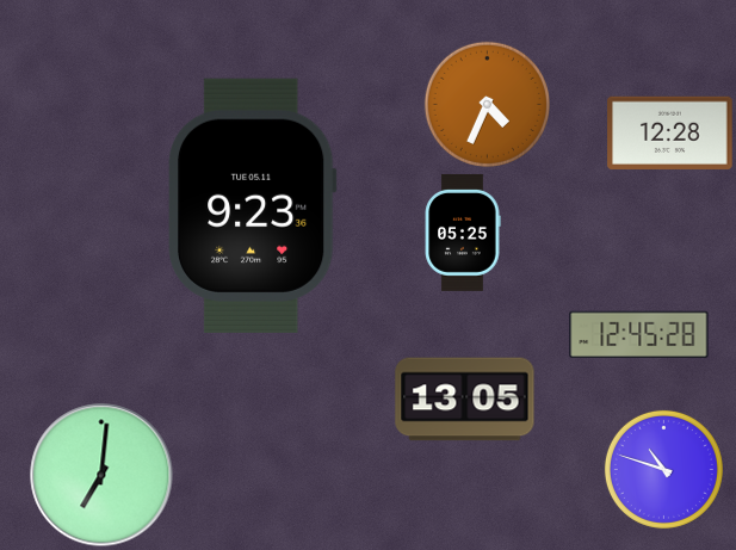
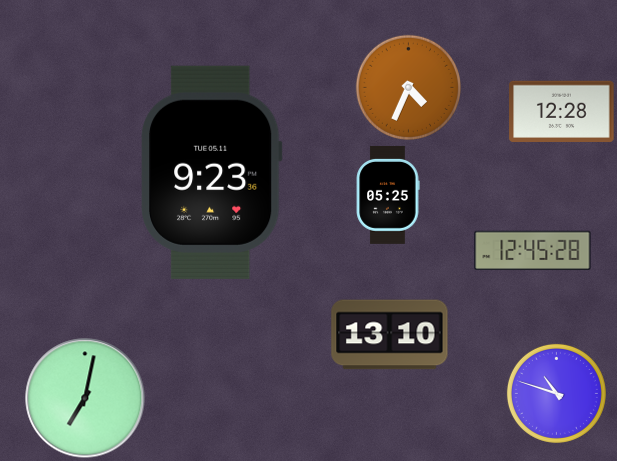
clock at (639, 335) position: (639, 335) -> (533, 251)
clock at (465, 400): 13:05 -> 13:10
clock at (101, 475): 7:01 -> 7:02
